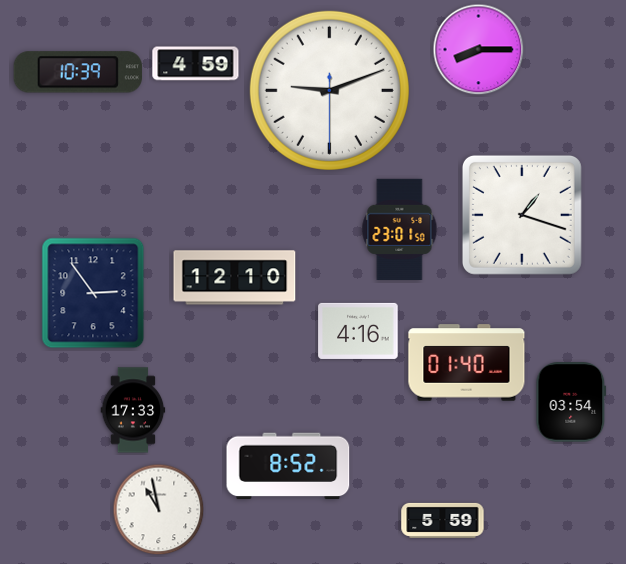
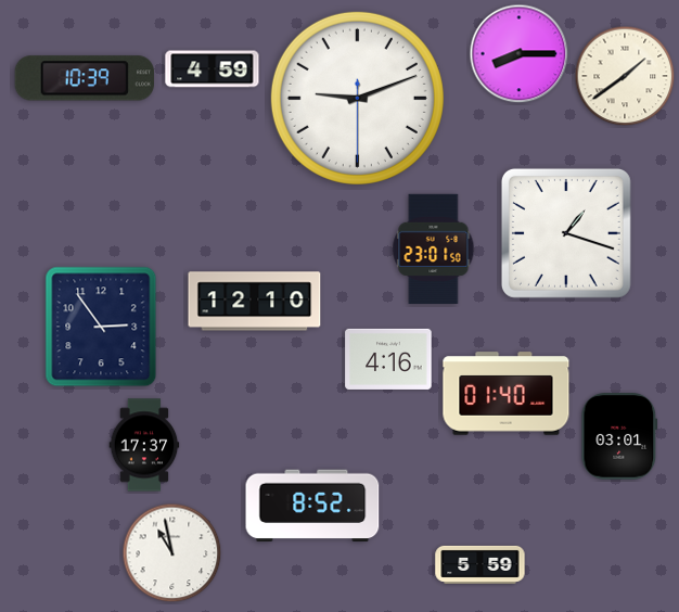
clock at (625, 76): none -> 1:39
clock at (93, 293) position: (93, 293) -> (101, 327)
clock at (571, 402): 03:54 -> 03:01
clock at (133, 410): 17:33 -> 17:37
